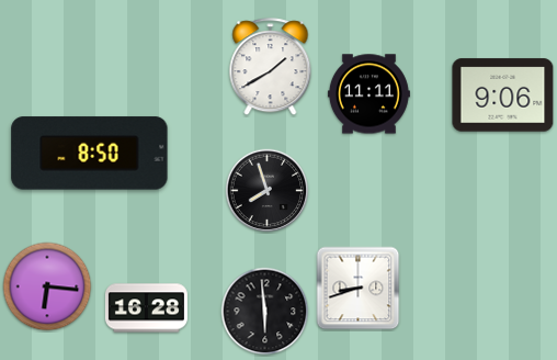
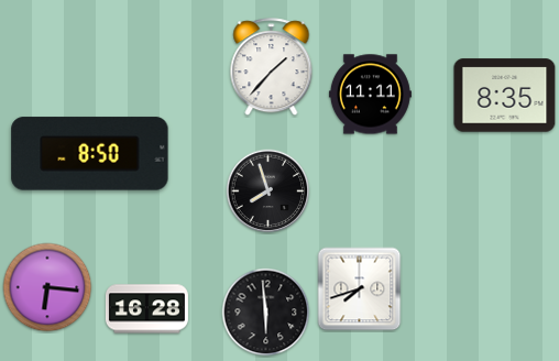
clock at (271, 67): 1:40 -> 1:37
clock at (503, 95): 9:06 -> 8:35
clock at (359, 289): 8:42 -> 7:42
